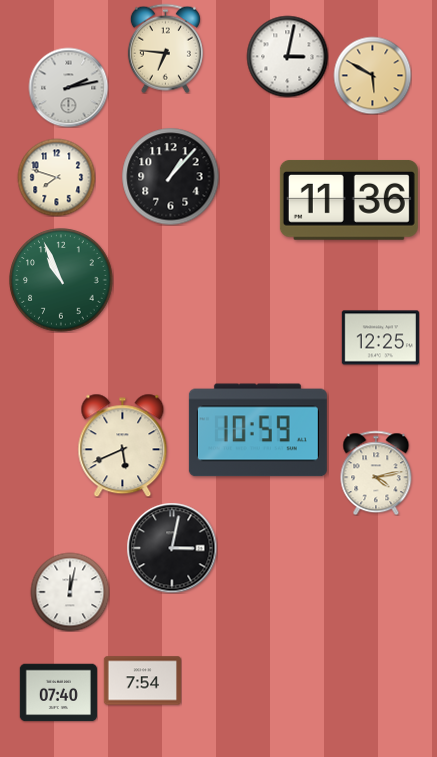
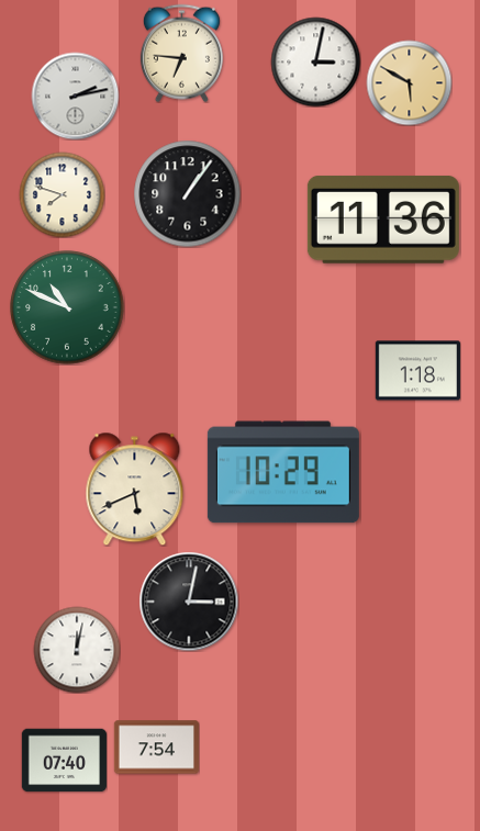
clock at (170, 176): 1:07 -> 1:06
clock at (61, 280): 10:56 -> 10:49
clock at (380, 338): 12:25 -> 1:18
clock at (258, 430): 10:59 -> 10:29
clock at (376, 473): 4:13 -> none
